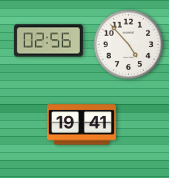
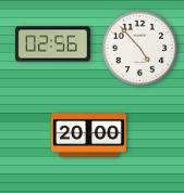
clock at (81, 125): 19:41 -> 20:00
